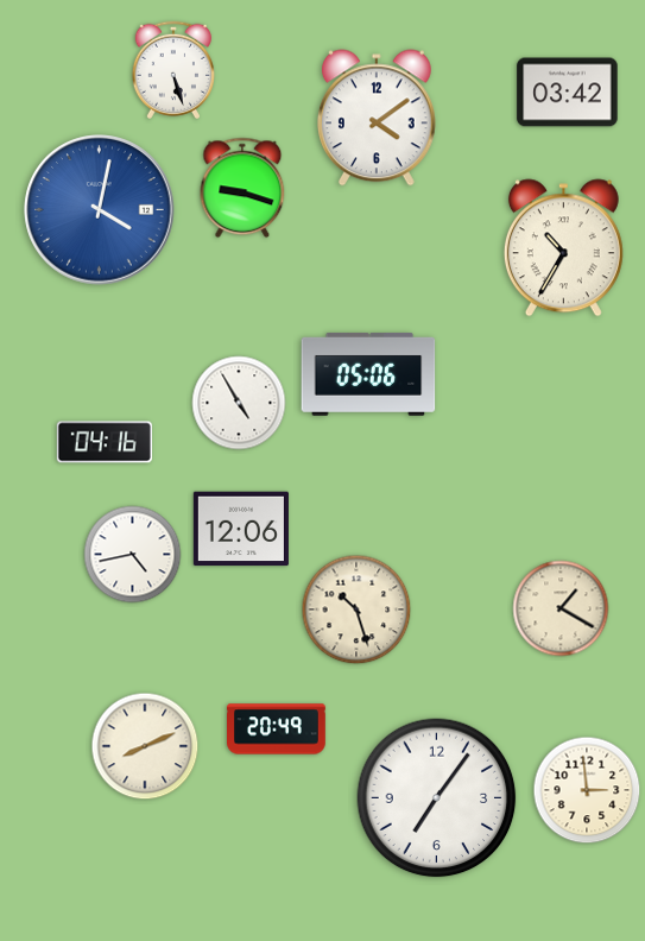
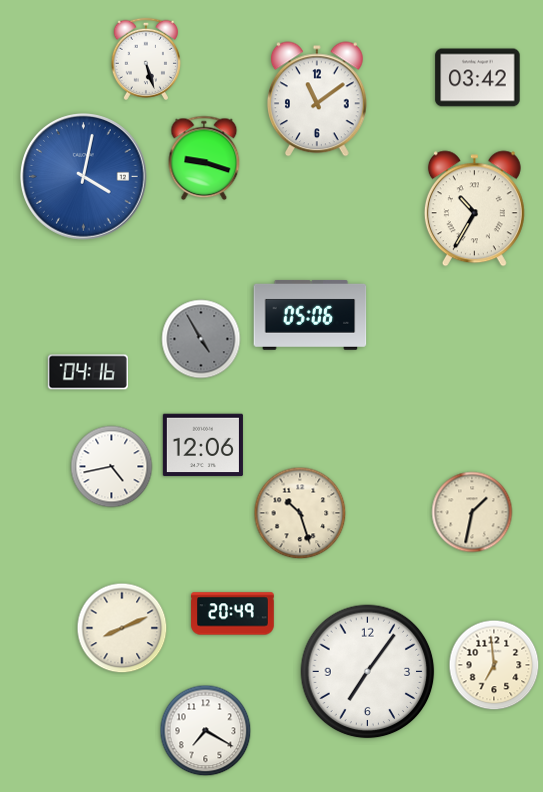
clock at (377, 118): 4:09 -> 11:09
clock at (239, 403) dial: white -> grey
clock at (561, 608): 1:20 -> 1:32
clock at (587, 790): 2:59 -> 6:59
clock at (206, 731): none -> 7:20
